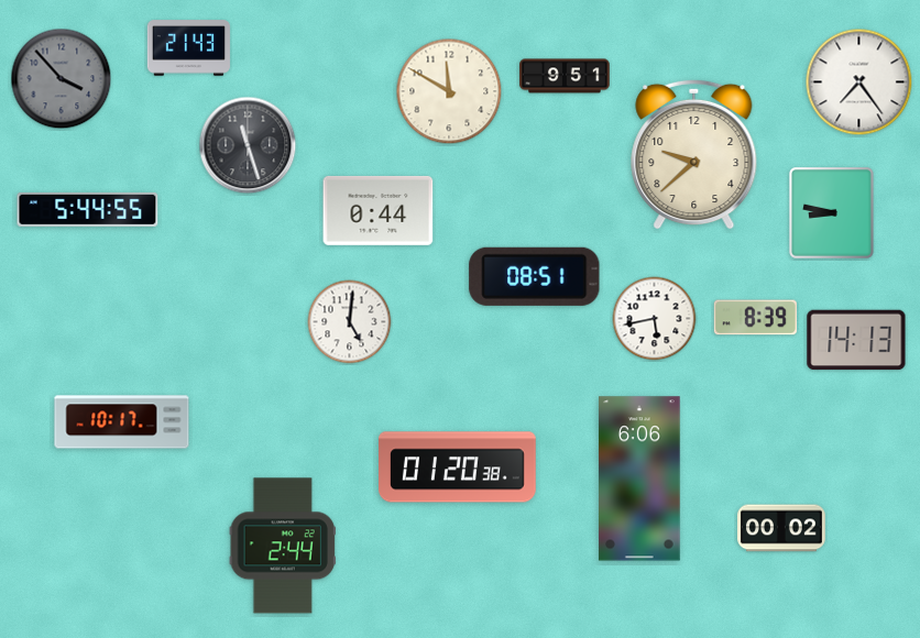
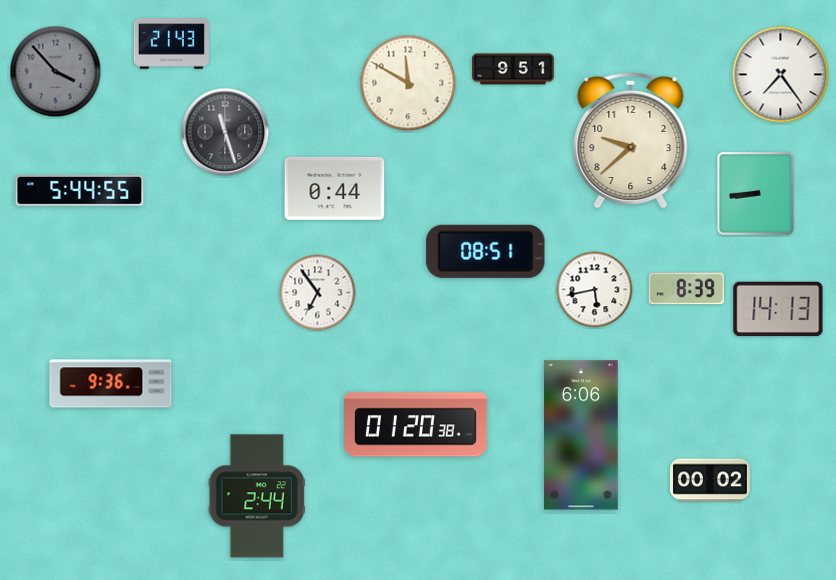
clock at (379, 210) position: (379, 210) -> (335, 188)
clock at (832, 213): 8:47 -> 8:44
clock at (350, 322): 5:01 -> 6:54
clock at (122, 422): 10:17 -> 9:36
